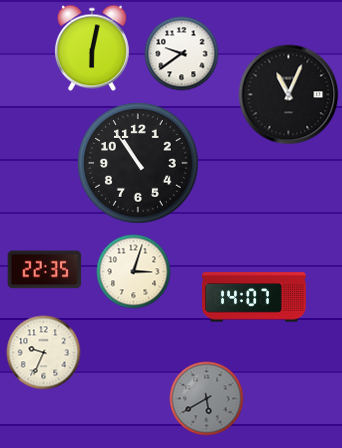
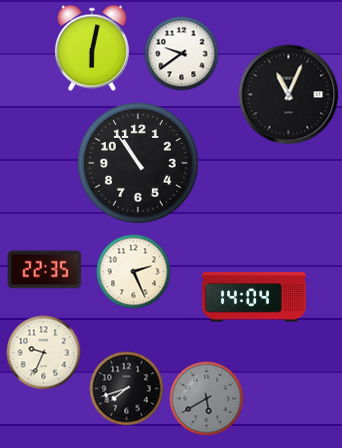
clock at (134, 272): 3:03 -> 2:26
clock at (254, 297): 14:07 -> 14:04
clock at (127, 389): none -> 7:42
